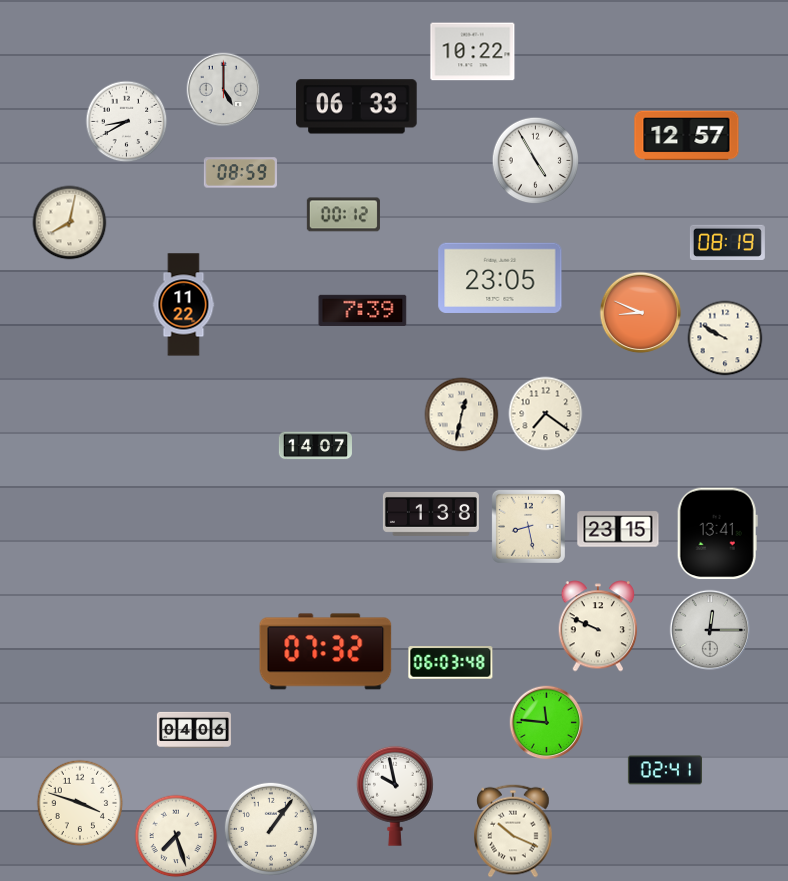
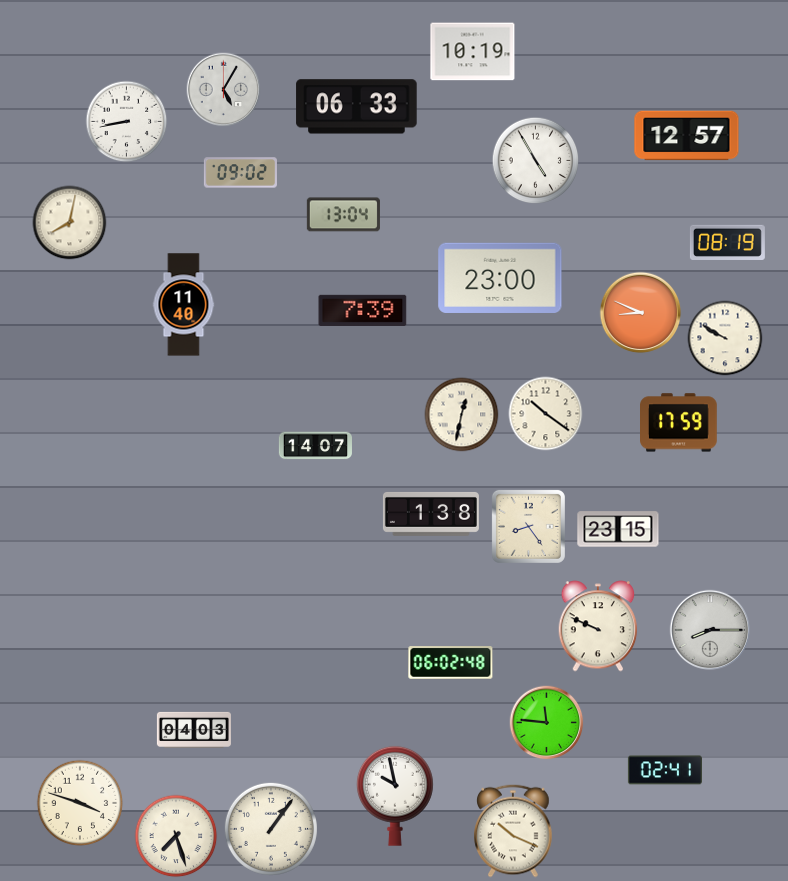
clock at (473, 52): 10:22 -> 10:19
clock at (224, 90): 5:00 -> 5:05
clock at (127, 122): 8:40 -> 8:43
clock at (240, 173): 08:59 -> 09:02
clock at (343, 215): 00:12 -> 13:04
clock at (500, 278): 23:05 -> 23:00
clock at (184, 305): 11:22 -> 11:40
clock at (546, 414): 7:21 -> 10:21
clock at (679, 423): none -> 17:59
clock at (528, 526): 8:28 -> 8:24
clock at (717, 534): 13:41 -> none
clock at (710, 630): 12:15 -> 8:15
clock at (326, 652): 07:32 -> none
clock at (451, 663): 06:03 -> 06:02
clock at (194, 730): 04:06 -> 04:03
